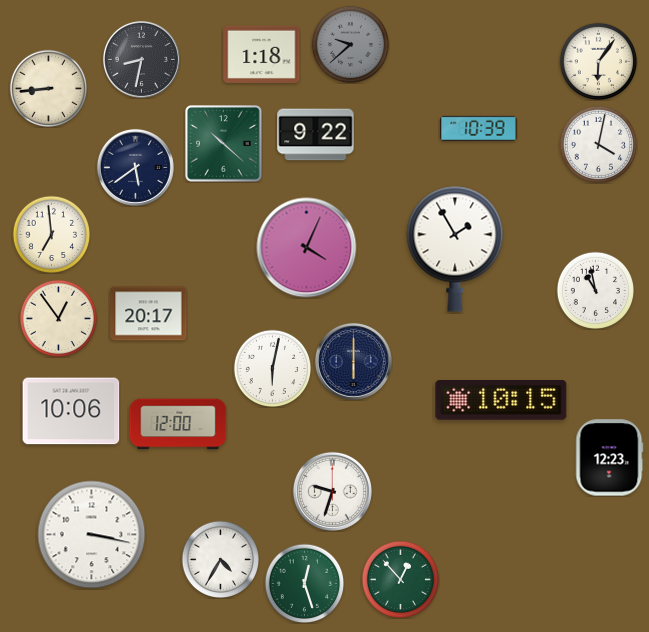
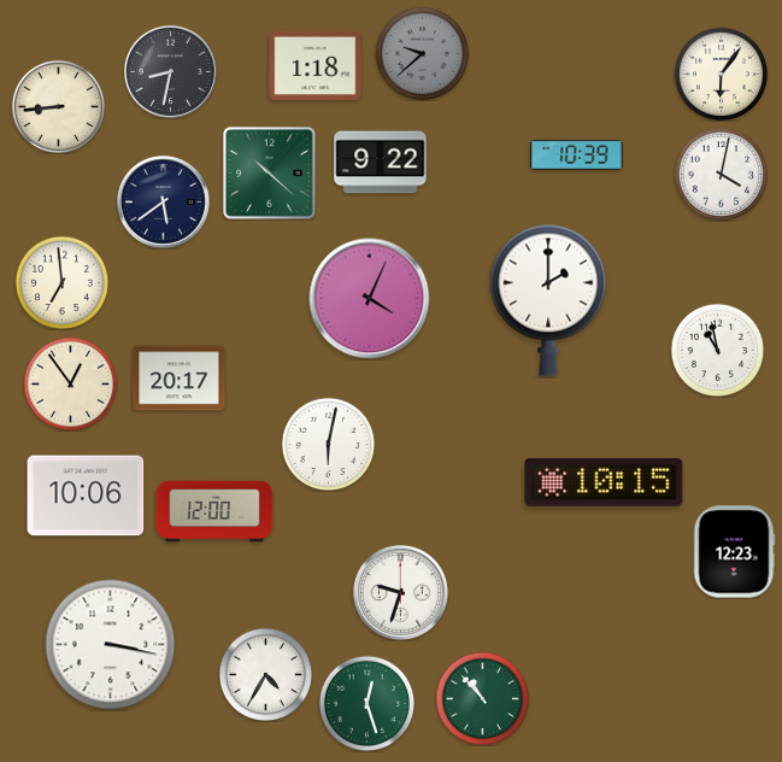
clock at (455, 249): 1:55 -> 2:00
clock at (353, 361): 6:00 -> none
clock at (400, 579): 12:53 -> 10:53
